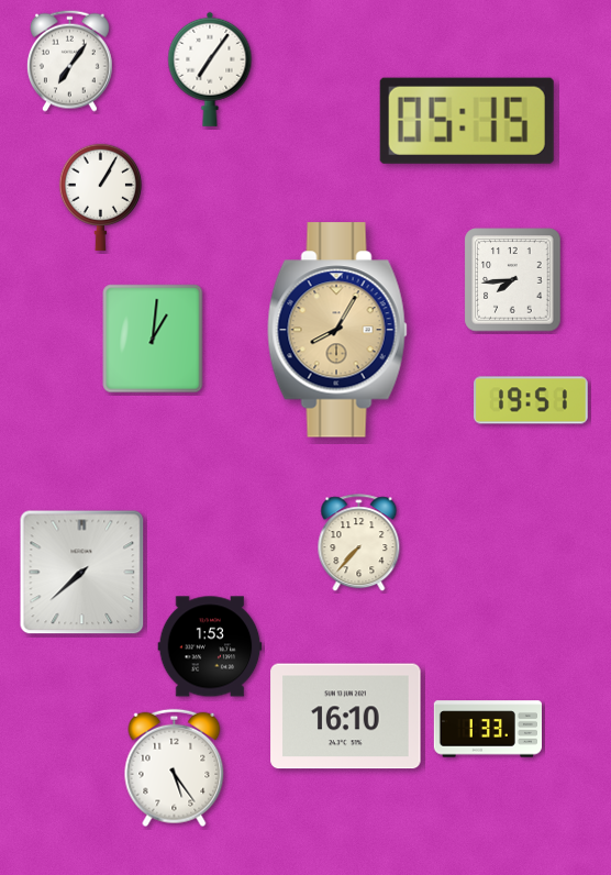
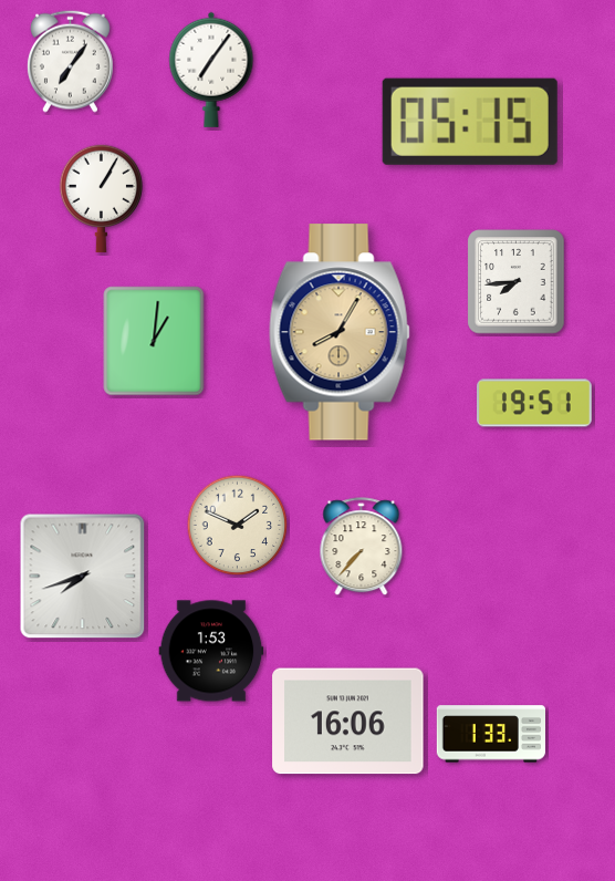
clock at (238, 526): none -> 1:49
clock at (82, 573): 7:38 -> 7:42
clock at (346, 717): 16:10 -> 16:06
clock at (175, 768): 5:24 -> none
